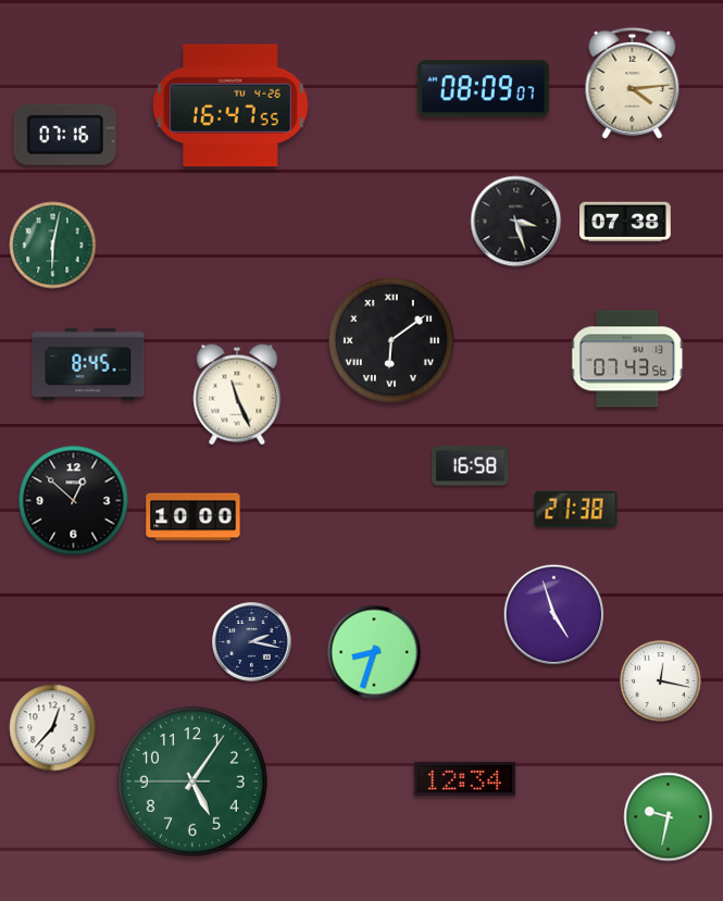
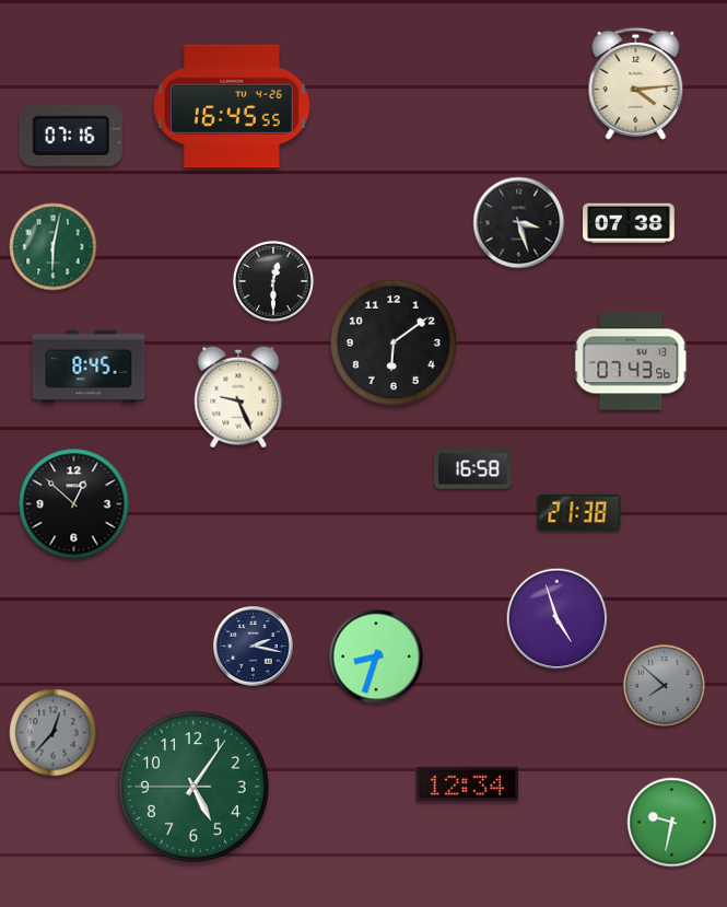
clock at (483, 89): 08:09 -> none
clock at (230, 105): 16:47 -> 16:45
clock at (65, 135) position: (65, 135) -> (71, 136)
clock at (273, 281): none -> 12:30
clock at (391, 340) numerals: Roman -> Arabic
clock at (237, 395): 11:26 -> 9:26
clock at (194, 517): 10:00 -> none
clock at (660, 680): 12:17 -> 7:52
clock at (660, 680) dial: white -> grey
clock at (53, 728) dial: white -> grey
